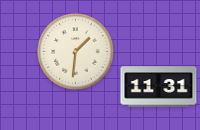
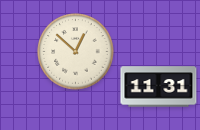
clock at (76, 52): 1:31 -> 12:52
